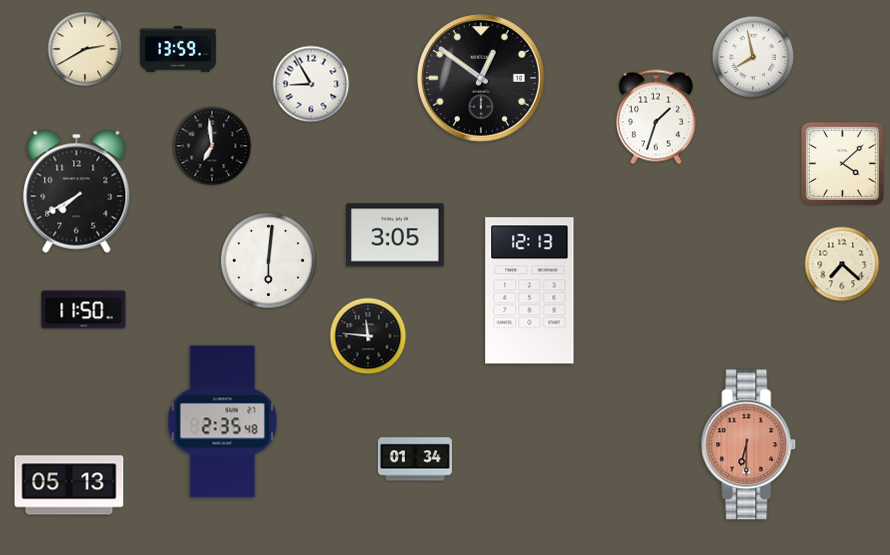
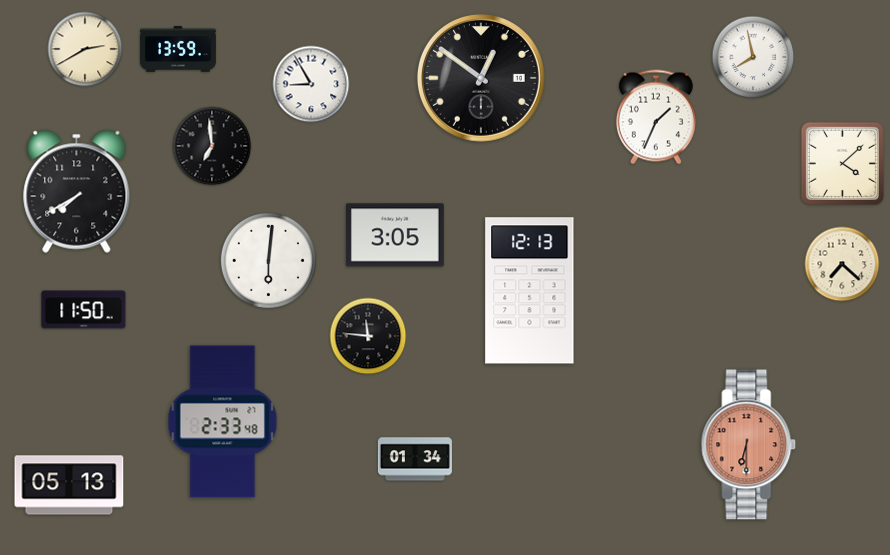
clock at (656, 117): 1:33 -> 1:34
clock at (223, 422): 2:35 -> 2:33
